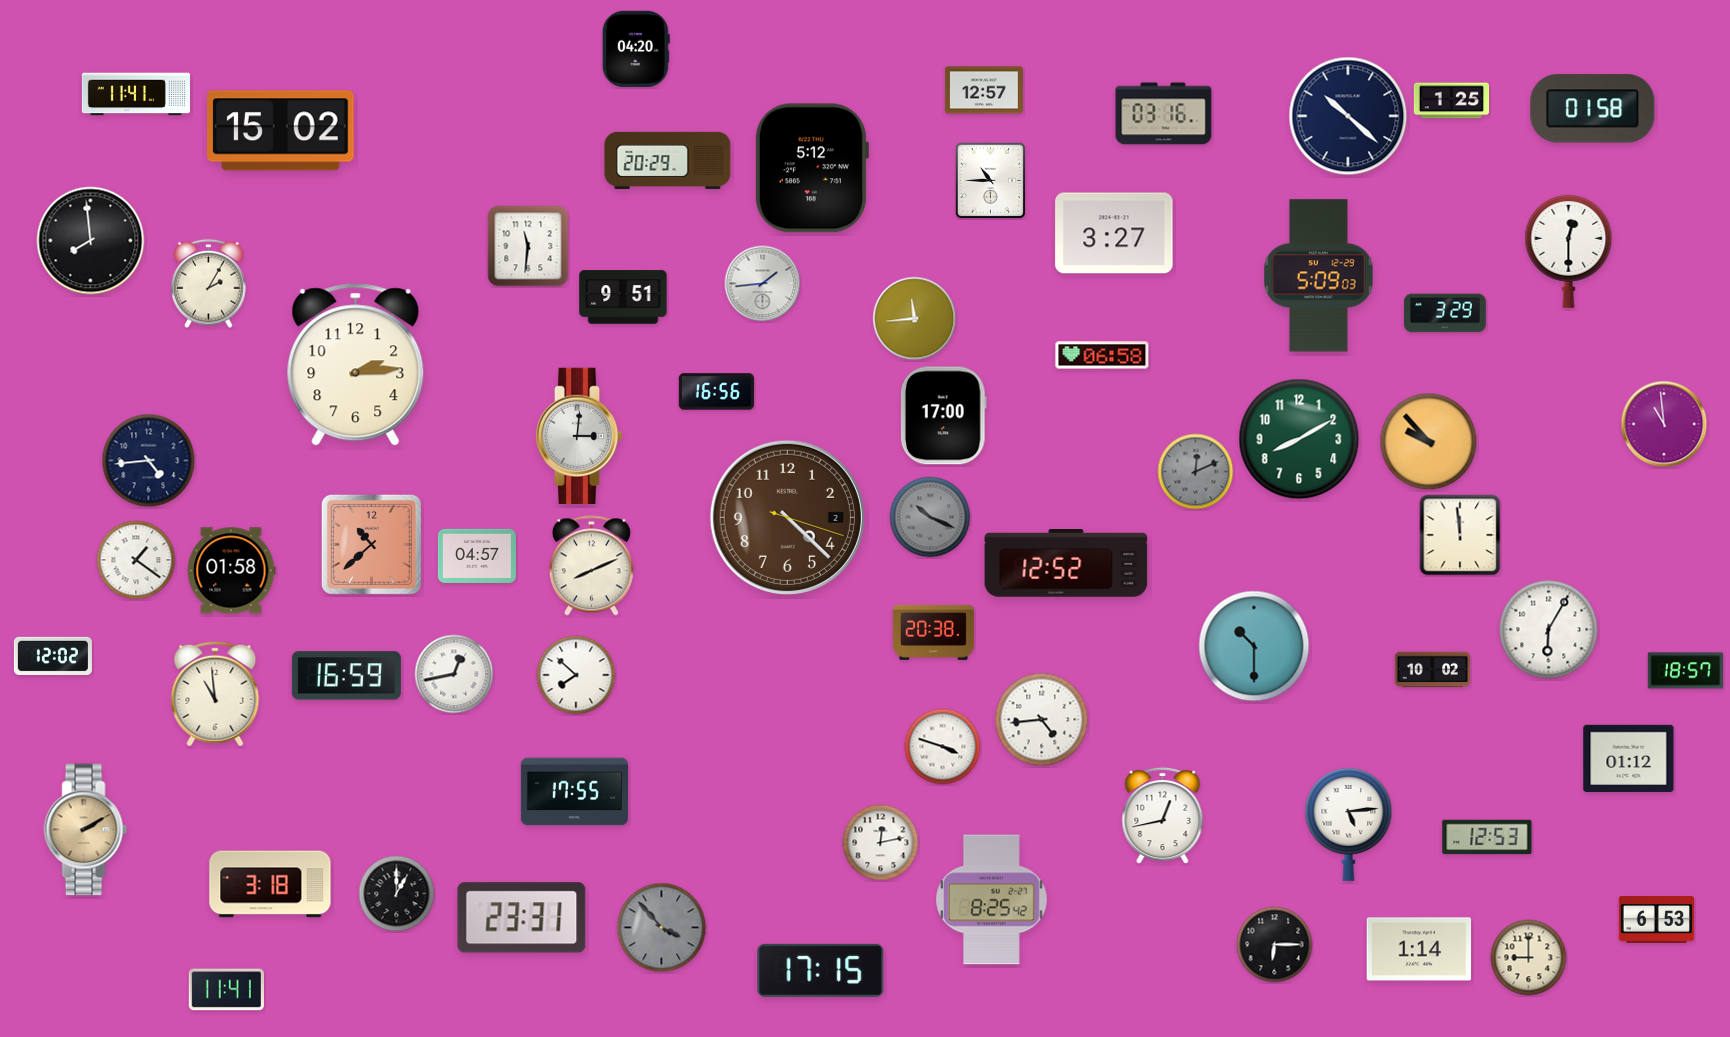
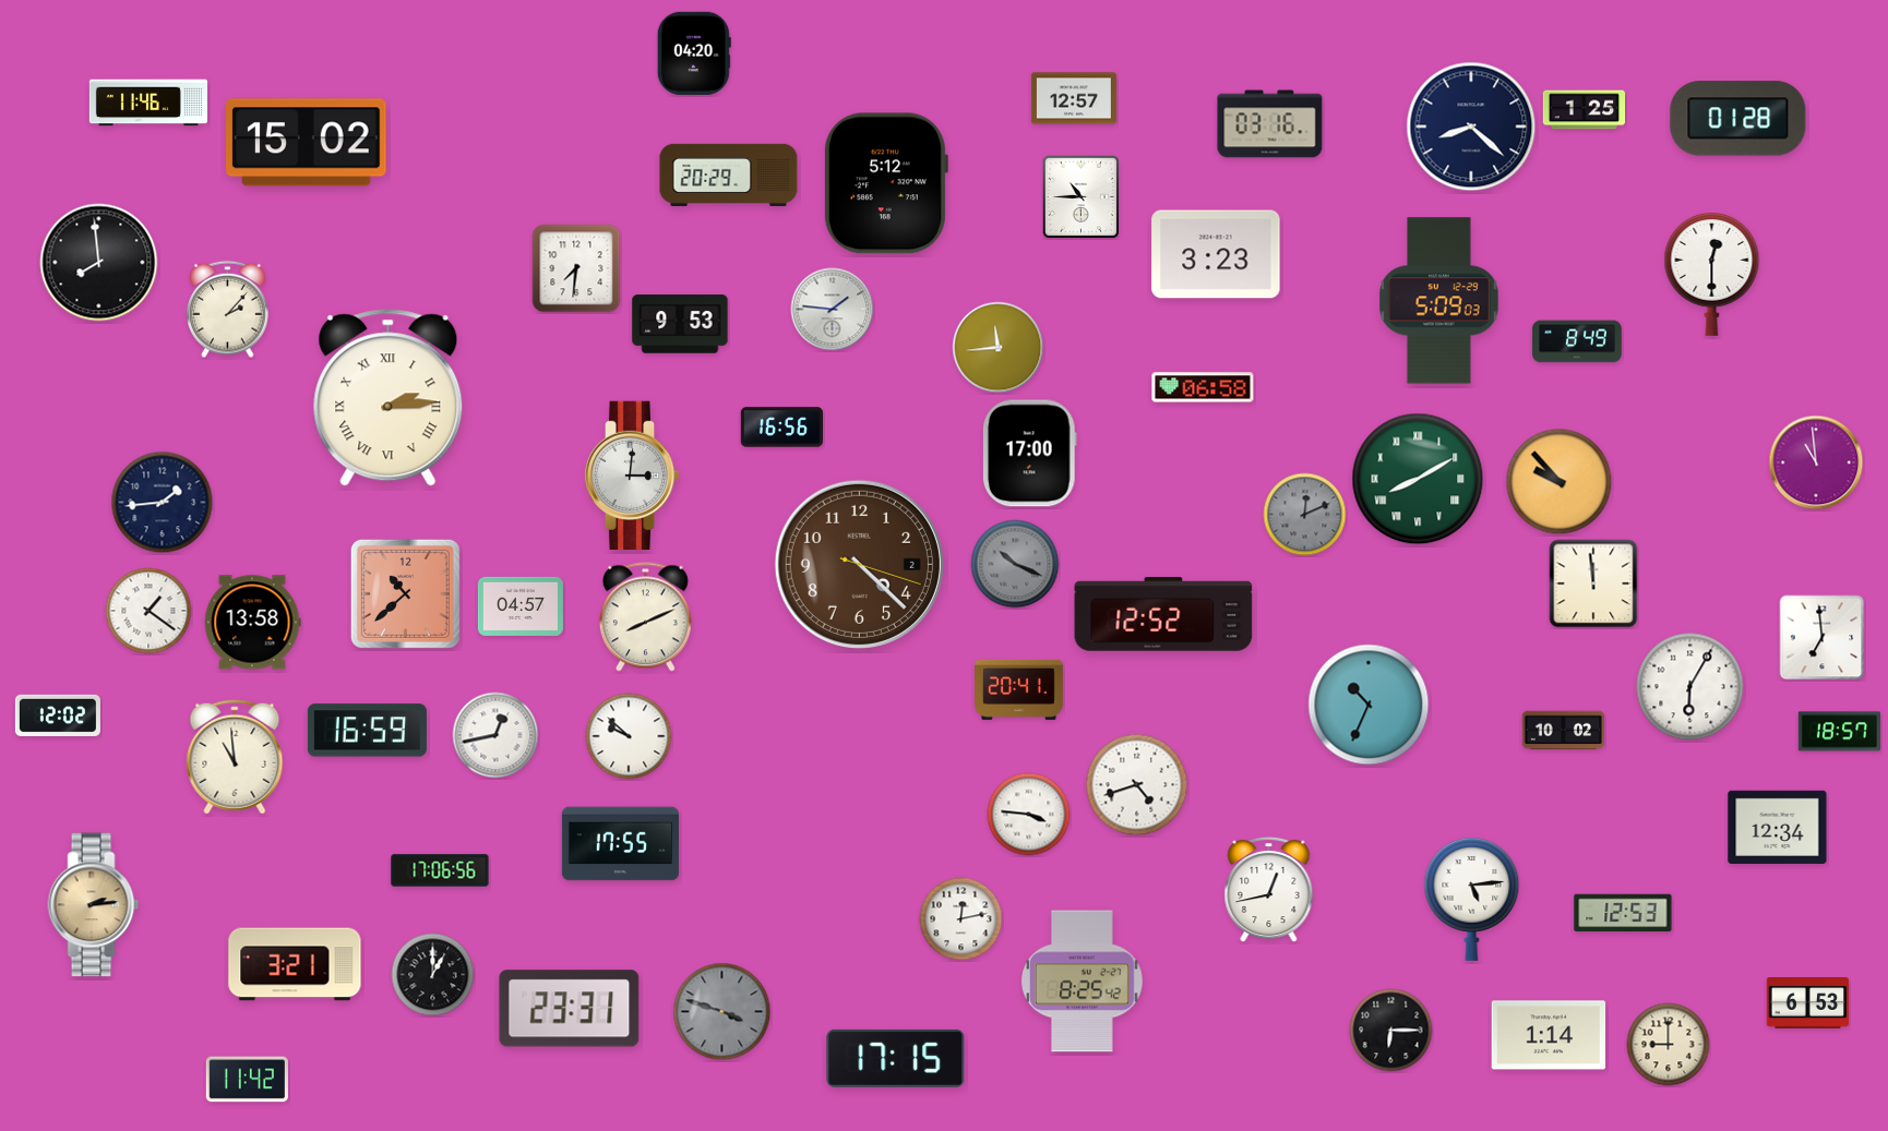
clock at (136, 94): 11:41 -> 11:46
clock at (1593, 109): 01:58 -> 01:28
clock at (1348, 116): 10:22 -> 8:22
clock at (1114, 233): 3:27 -> 3:23
clock at (528, 246): 11:31 -> 7:31
clock at (209, 284): 2:05 -> 2:07
clock at (763, 284): 1:44 -> 1:46
clock at (623, 297): 9:51 -> 9:53
clock at (1445, 313): 3:29 -> 8:49
clock at (356, 365) numerals: Arabic -> Roman
clock at (1299, 439) numerals: Arabic -> Roman
clock at (149, 461): 4:44 -> 1:44
clock at (231, 571): 01:58 -> 13:58
clock at (1823, 638): none -> 6:59
clock at (934, 632): 20:38 -> 20:41
clock at (1254, 646): 10:30 -> 10:34
clock at (576, 675): 7:52 -> 9:52
clock at (346, 676) position: (346, 676) -> (367, 731)
clock at (1042, 720): 4:44 -> 4:42
clock at (943, 747): 3:48 -> 3:46
clock at (1629, 758): 01:12 -> 12:34
clock at (574, 792) position: (574, 792) -> (620, 844)
clock at (440, 870): none -> 17:06
clock at (86, 830): 2:10 -> 2:14
clock at (270, 884): 3:18 -> 3:21
clock at (522, 918) position: (522, 918) -> (570, 1009)
clock at (662, 928): 3:53 -> 3:48
clock at (226, 990): 11:41 -> 11:42
